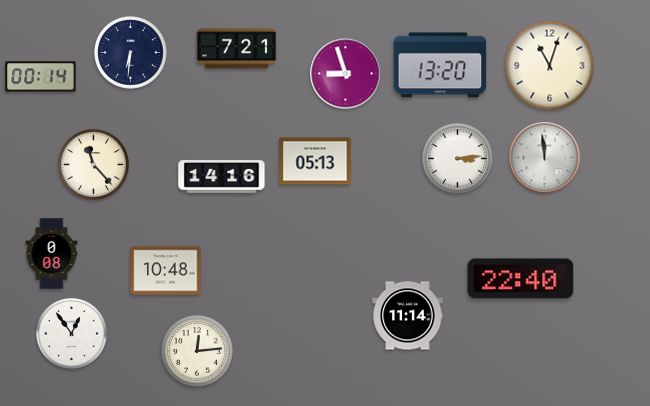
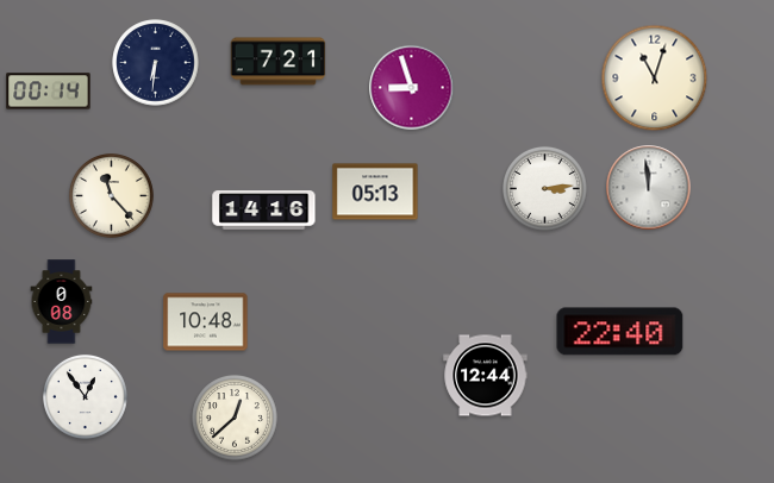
clock at (237, 49) position: (237, 49) -> (279, 62)
clock at (440, 65): 13:20 -> none
clock at (166, 271) position: (166, 271) -> (206, 322)
clock at (408, 316): 11:14 -> 12:44
clock at (198, 352): 12:14 -> 12:38
